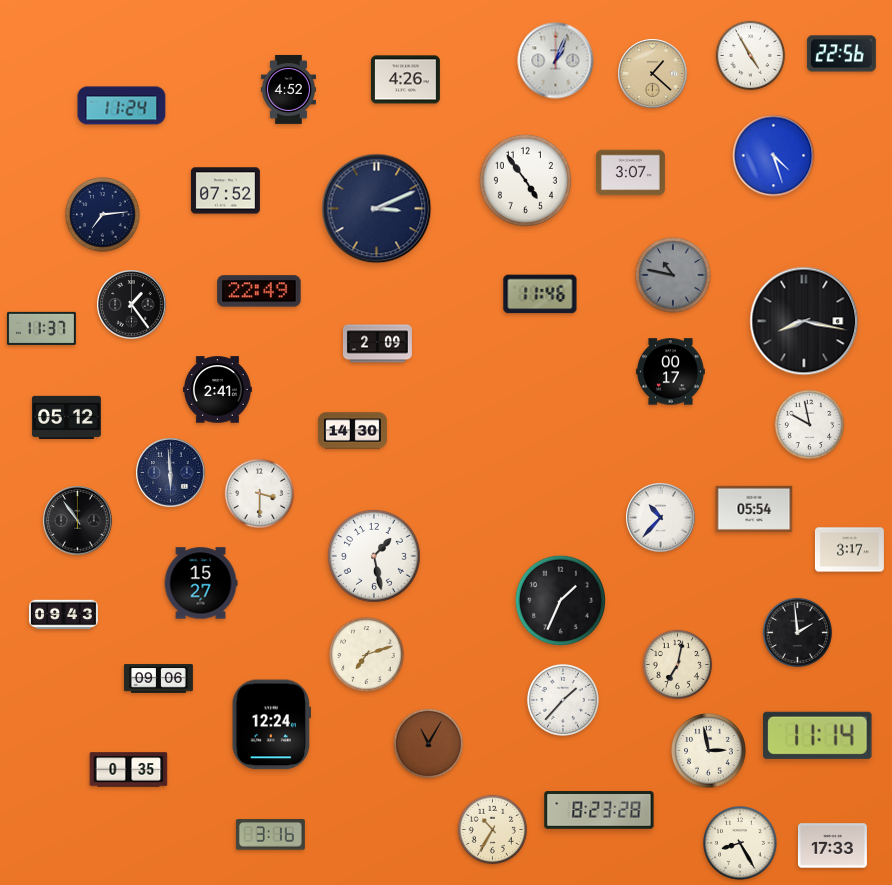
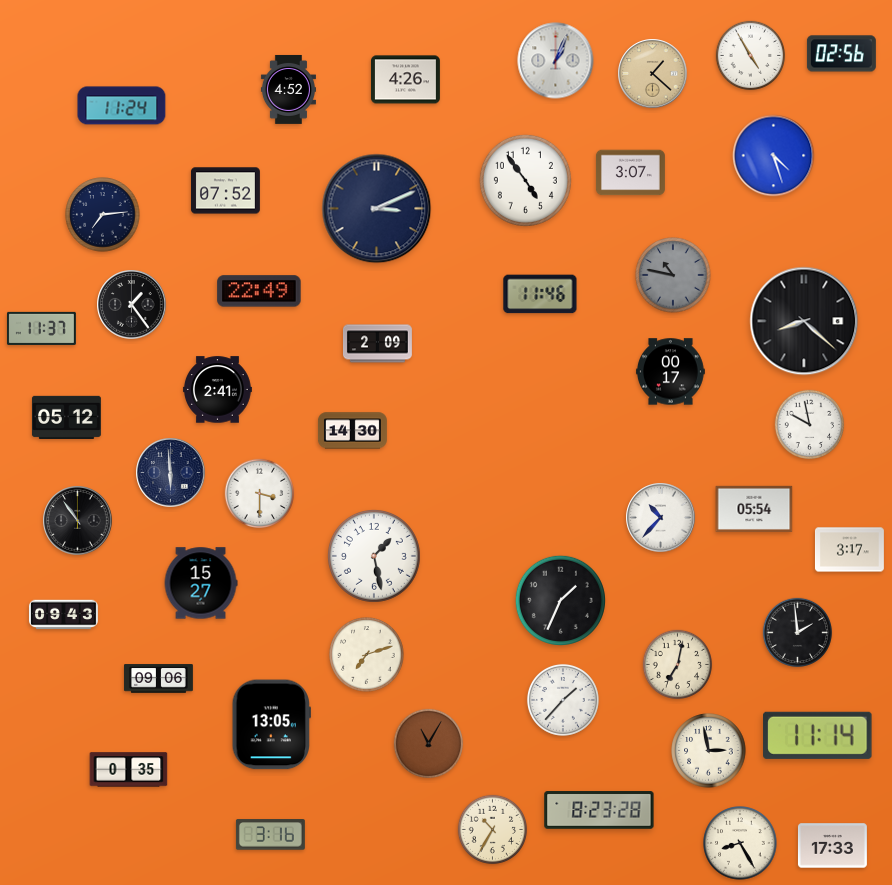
clock at (841, 54): 22:56 -> 02:56
clock at (804, 321): 8:17 -> 8:22
clock at (271, 725): 12:24 -> 13:05
